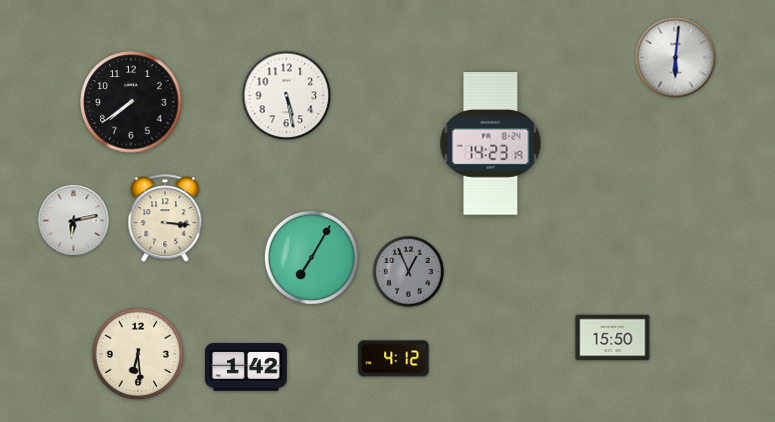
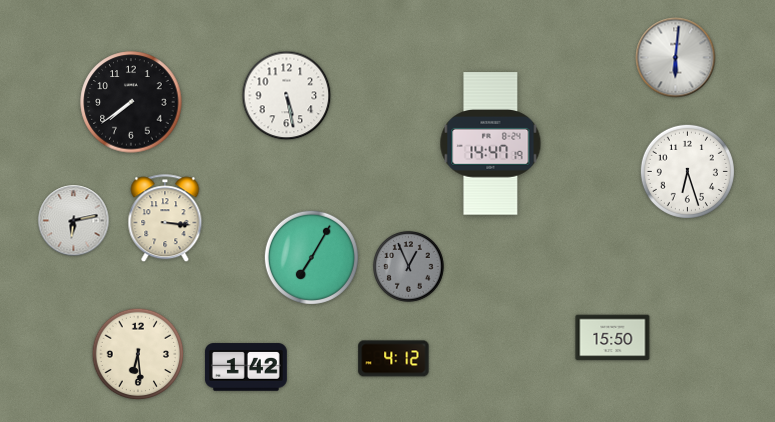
clock at (491, 144): 14:23 -> 14:47
clock at (687, 171): none -> 6:27
clock at (409, 272) position: (409, 272) -> (409, 267)
